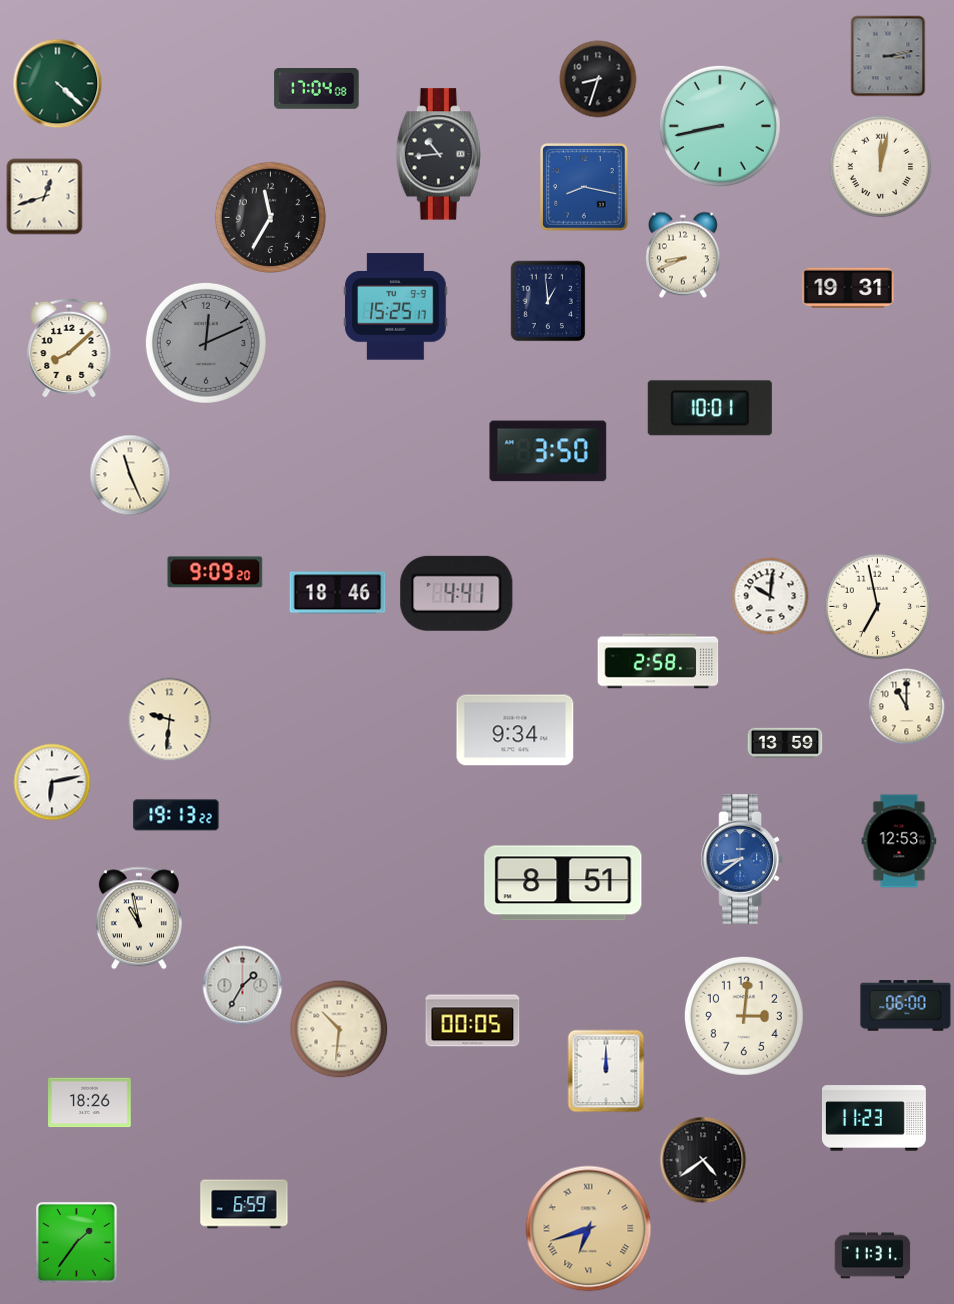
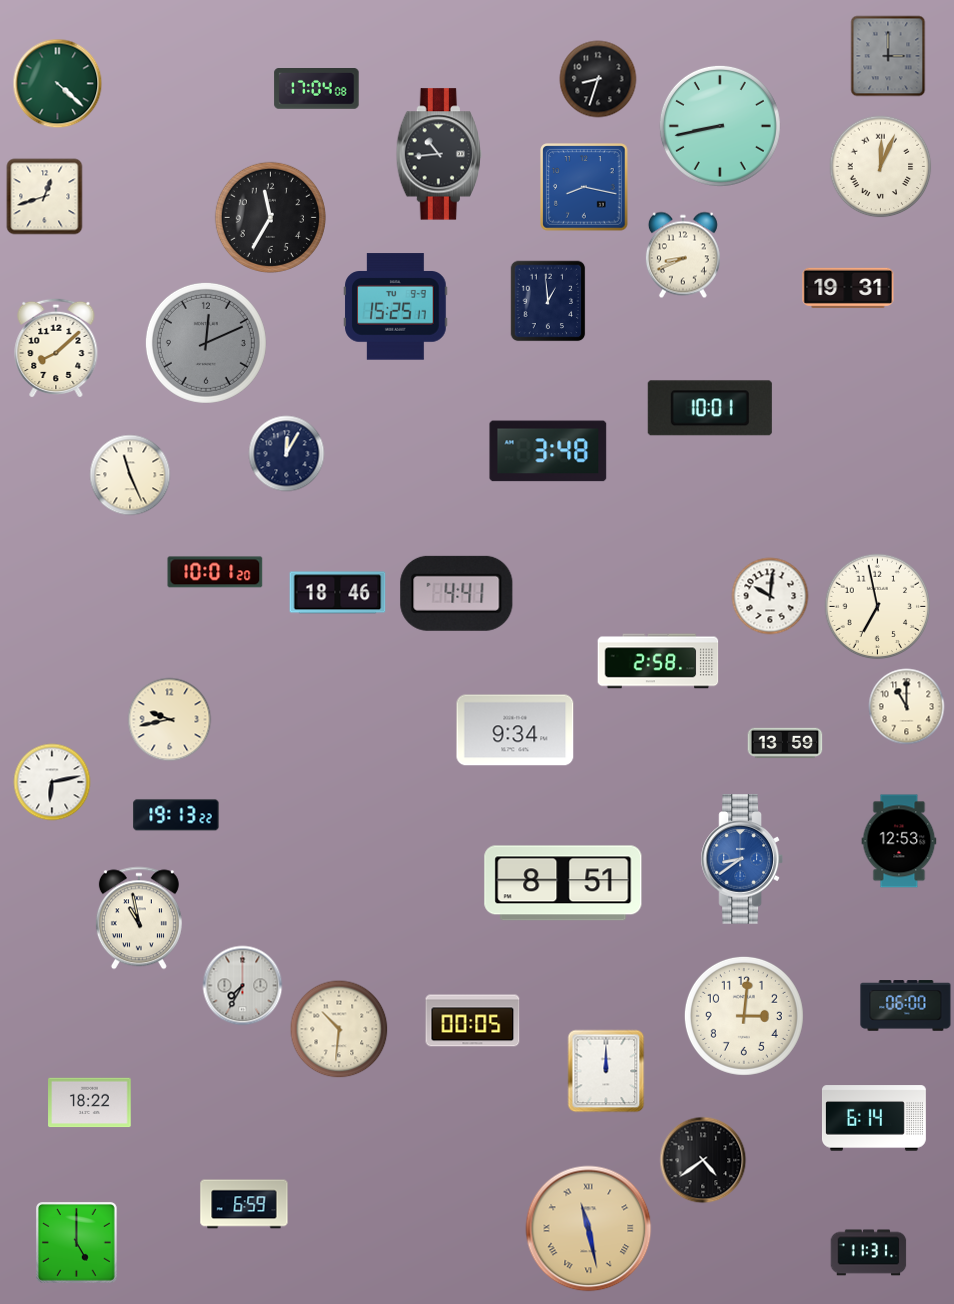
clock at (888, 56): 3:13 -> 3:00
clock at (881, 167): 12:02 -> 12:04
clock at (69, 348) position: (69, 348) -> (56, 348)
clock at (548, 451): 3:50 -> 3:48
clock at (287, 454): none -> 12:05
clock at (215, 572): 9:09 -> 10:01
clock at (170, 720): 9:31 -> 9:43
clock at (243, 986): 1:35 -> 7:35
clock at (90, 1103): 18:26 -> 18:22
clock at (874, 1118): 11:23 -> 6:14
clock at (589, 1229): 6:42 -> 11:28
clock at (77, 1243): 1:36 -> 5:00
clock at (873, 1256) position: (873, 1256) -> (869, 1253)
